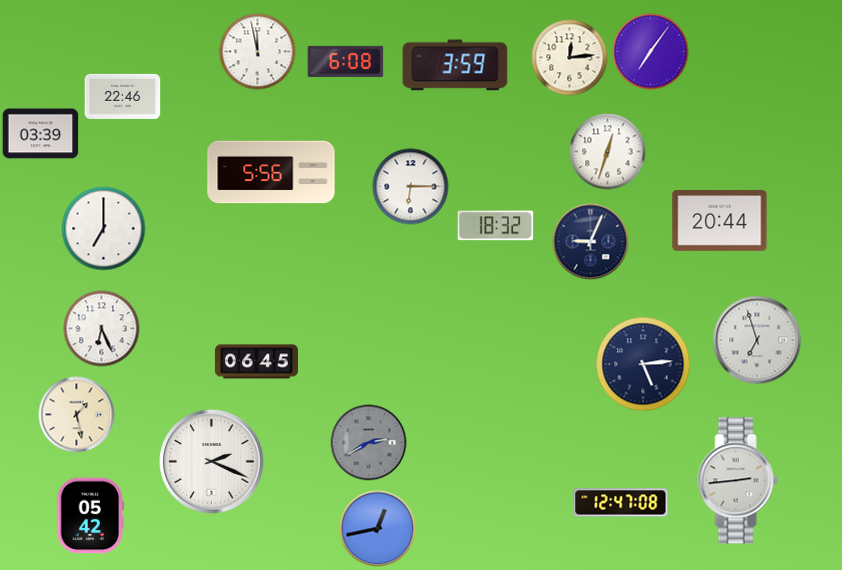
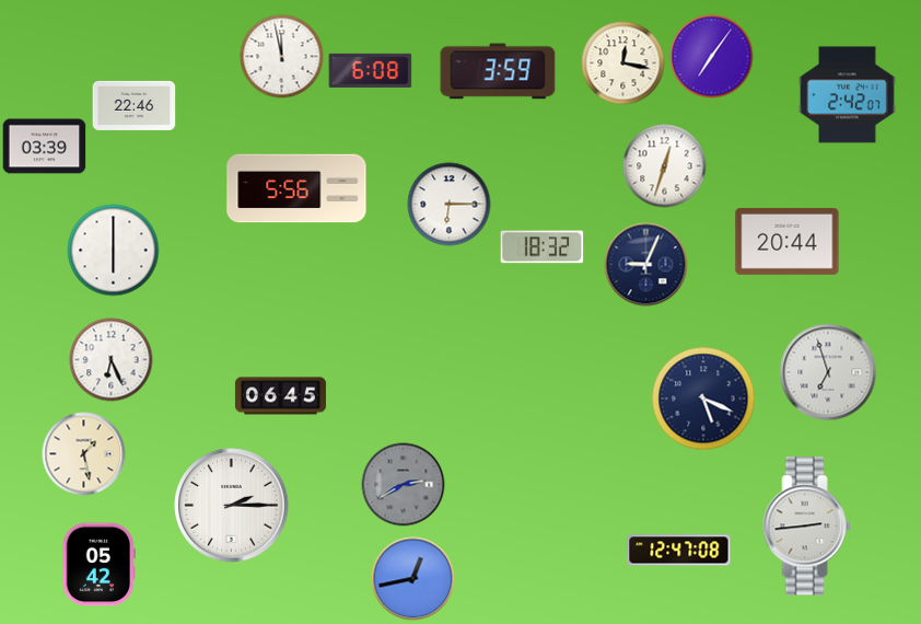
clock at (570, 58): 12:14 -> 12:17
clock at (346, 61) position: (346, 61) -> (371, 70)
clock at (848, 95): none -> 2:42
clock at (104, 229): 7:00 -> 6:00
clock at (643, 364): 5:14 -> 5:19
clock at (212, 462): 2:19 -> 2:15
